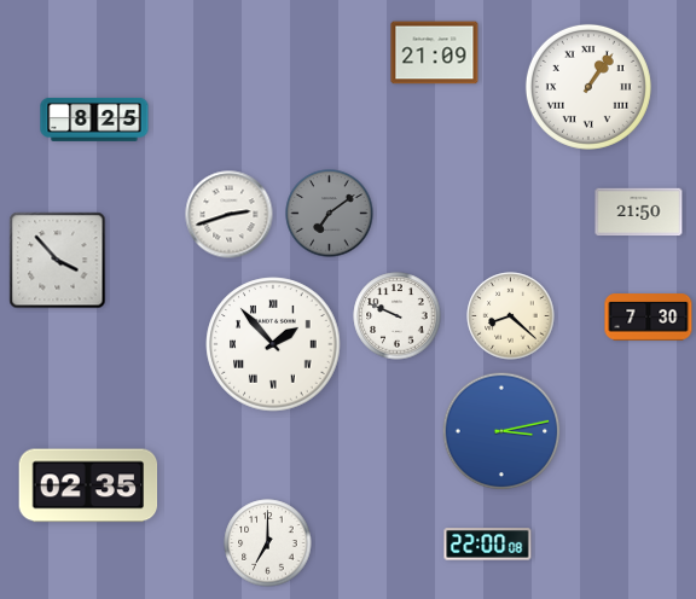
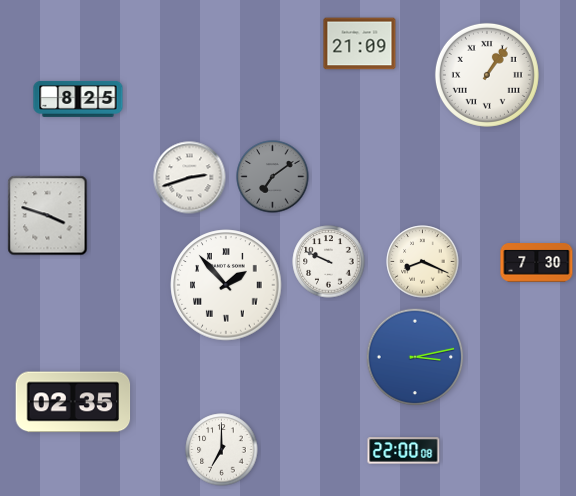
clock at (588, 87) position: (588, 87) -> (487, 75)
clock at (639, 213): 21:50 -> none
clock at (58, 261): 3:53 -> 3:48
clock at (511, 316): 8:22 -> 8:19
